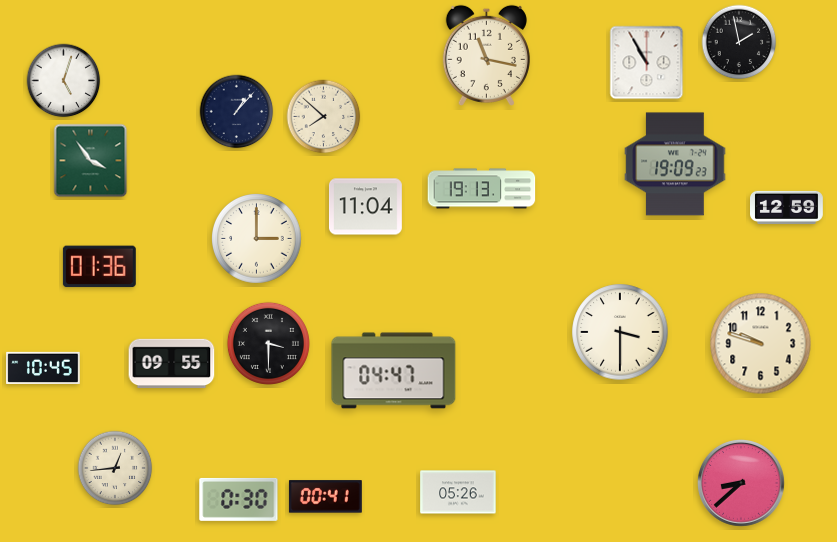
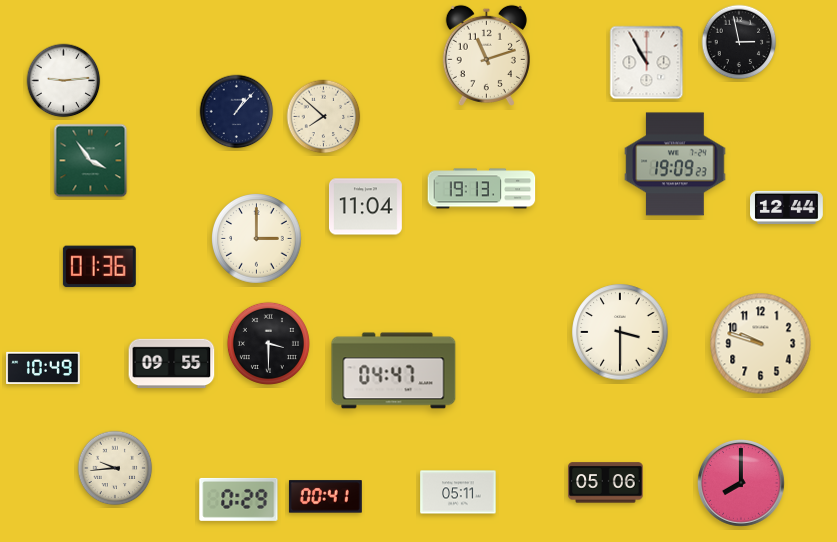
clock at (739, 42): 1:58 -> 2:58
clock at (486, 55): 11:17 -> 11:12
clock at (64, 81): 5:03 -> 9:14
clock at (787, 207): 12:59 -> 12:44
clock at (43, 367): 10:45 -> 10:49
clock at (115, 468): 12:44 -> 9:44
clock at (606, 483): none -> 05:06
clock at (741, 483): 8:38 -> 8:00
clock at (458, 492): 05:26 -> 05:11
clock at (239, 499): 0:30 -> 0:29
